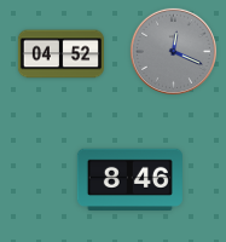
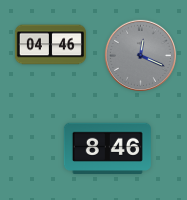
clock at (173, 51) position: (173, 51) -> (140, 55)
clock at (60, 54): 04:52 -> 04:46
